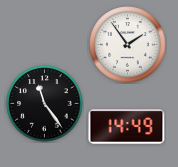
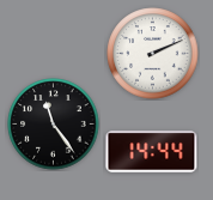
clock at (128, 45): 1:54 -> 2:11
clock at (127, 127): 14:49 -> 14:44
